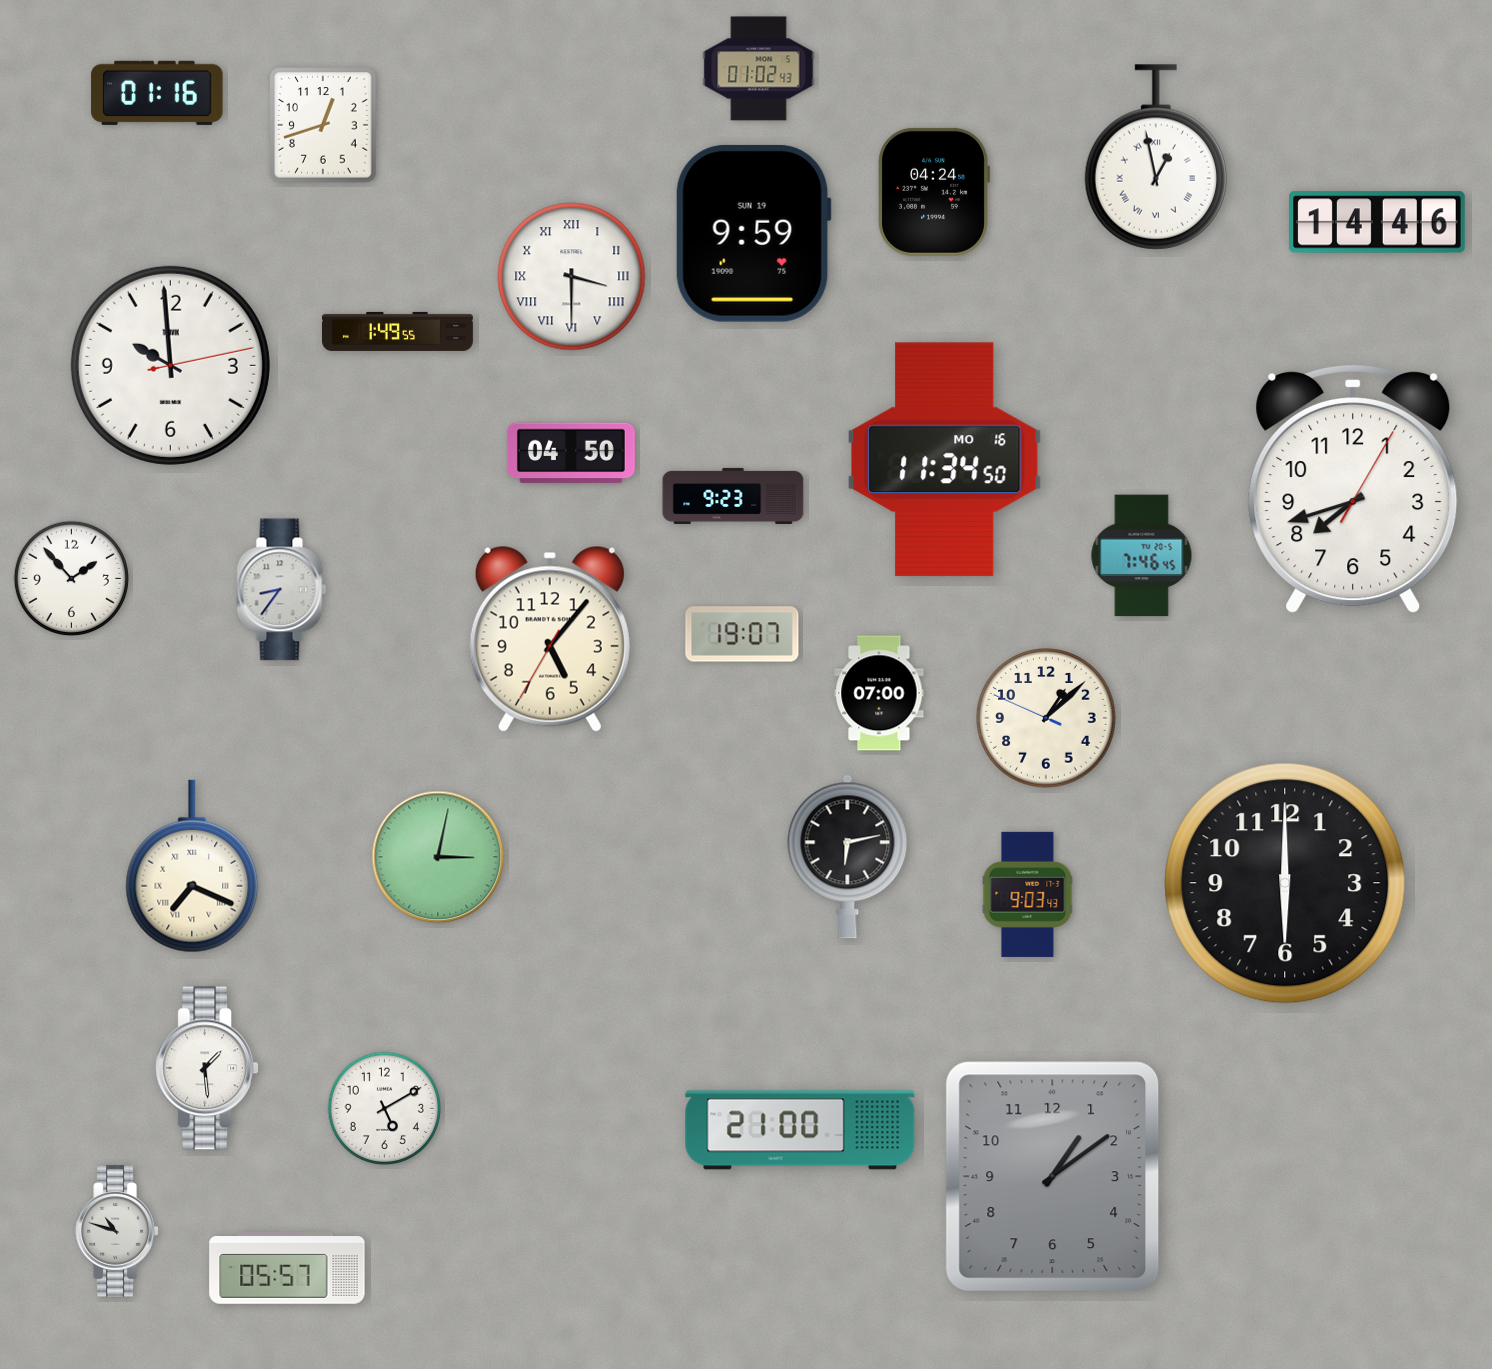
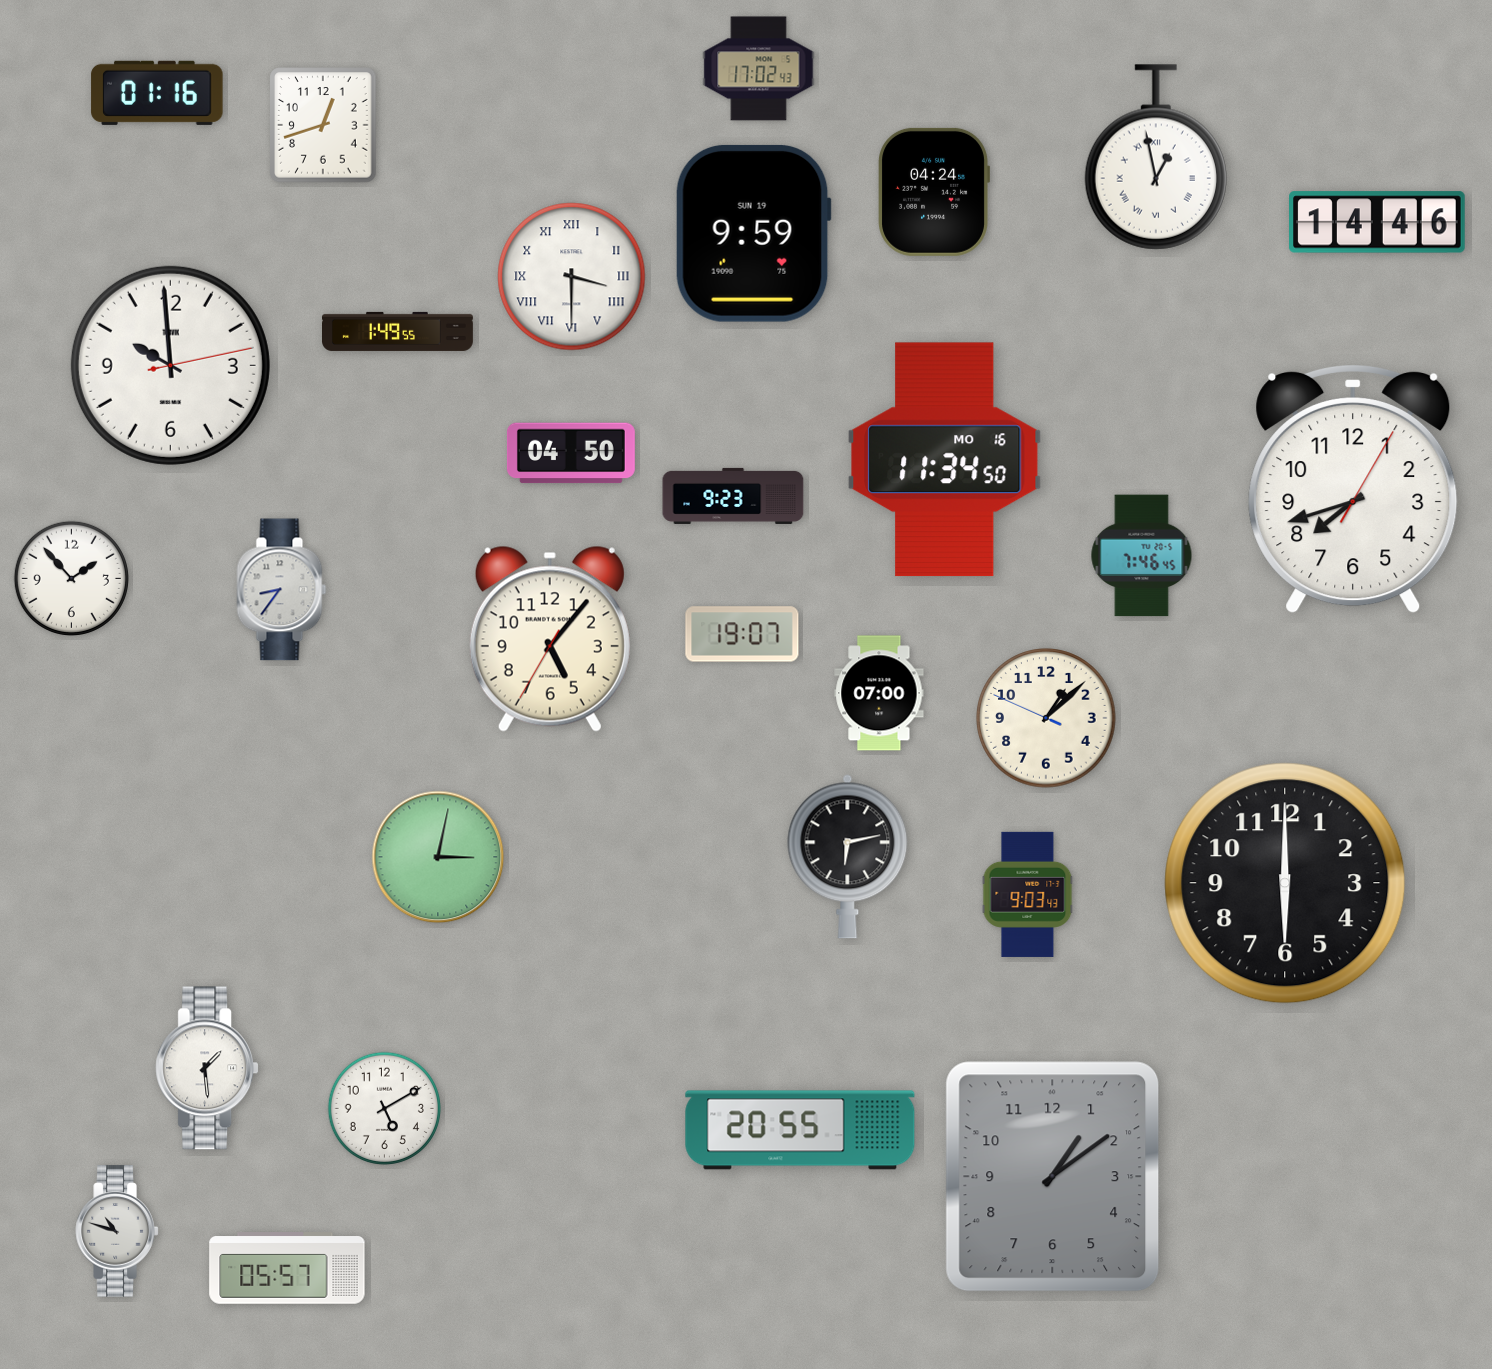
clock at (759, 69): 01:02 -> 17:02
clock at (192, 866): 7:19 -> none
clock at (800, 1130): 21:00 -> 20:55
